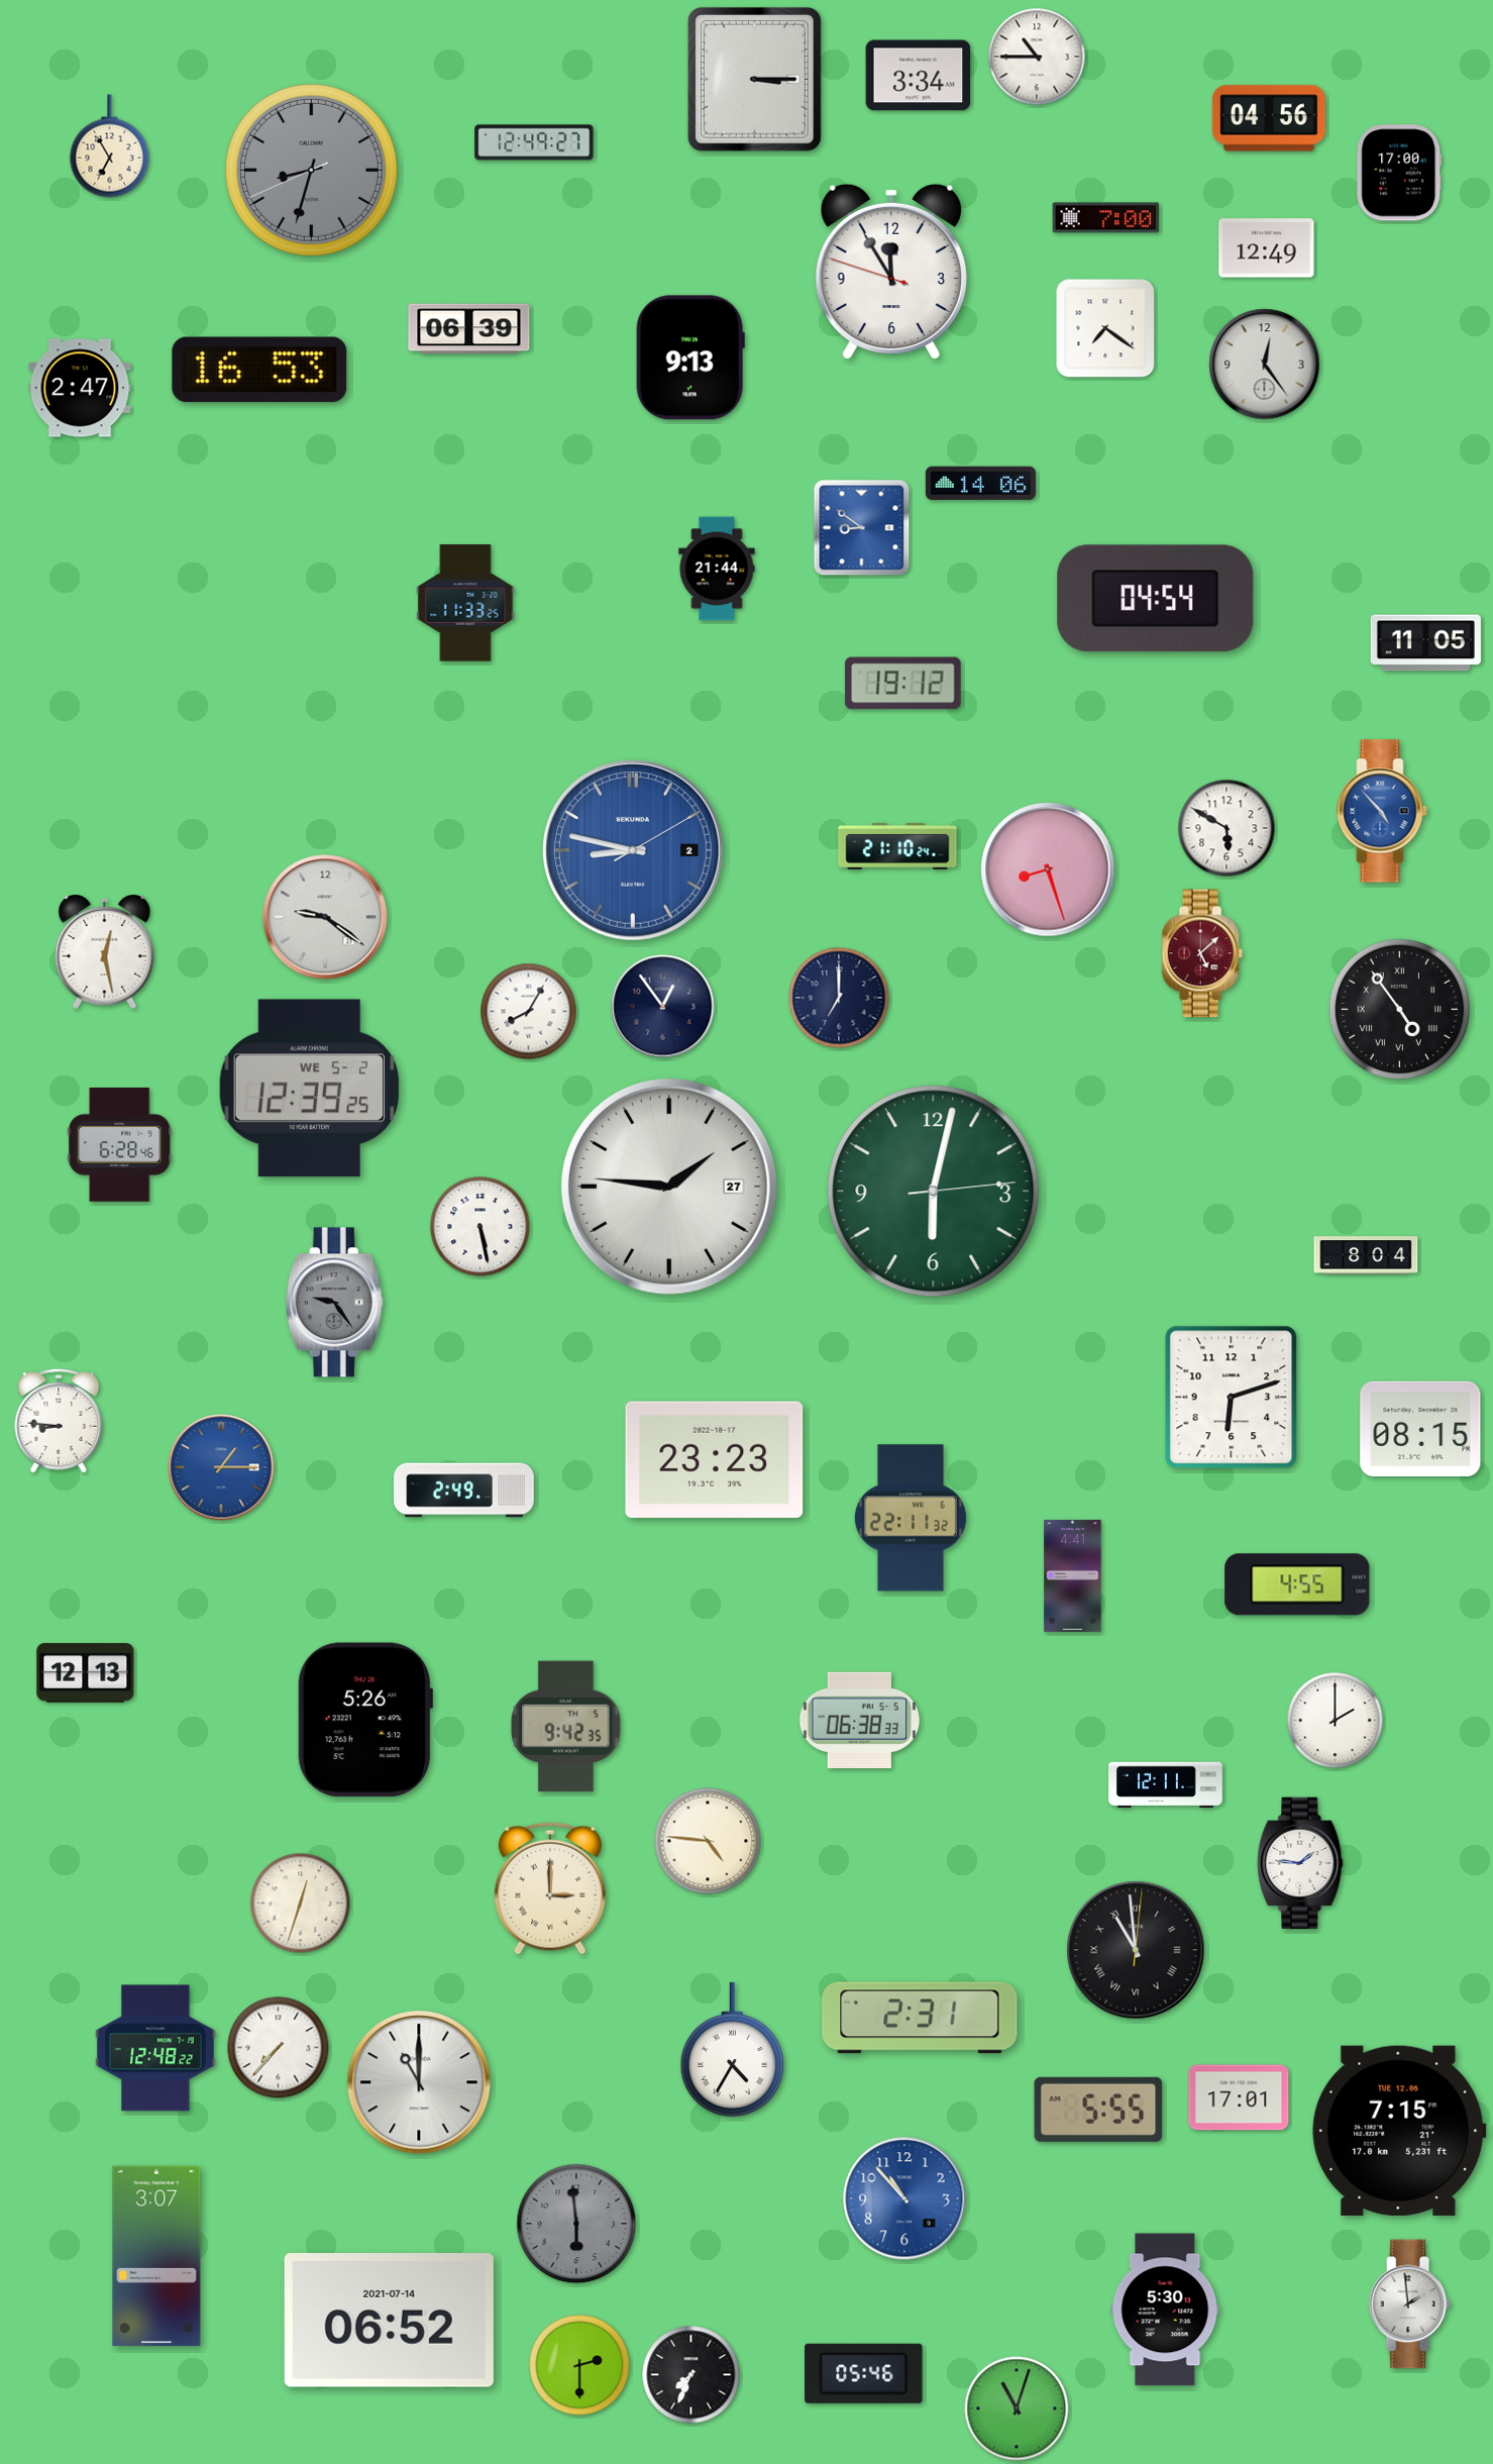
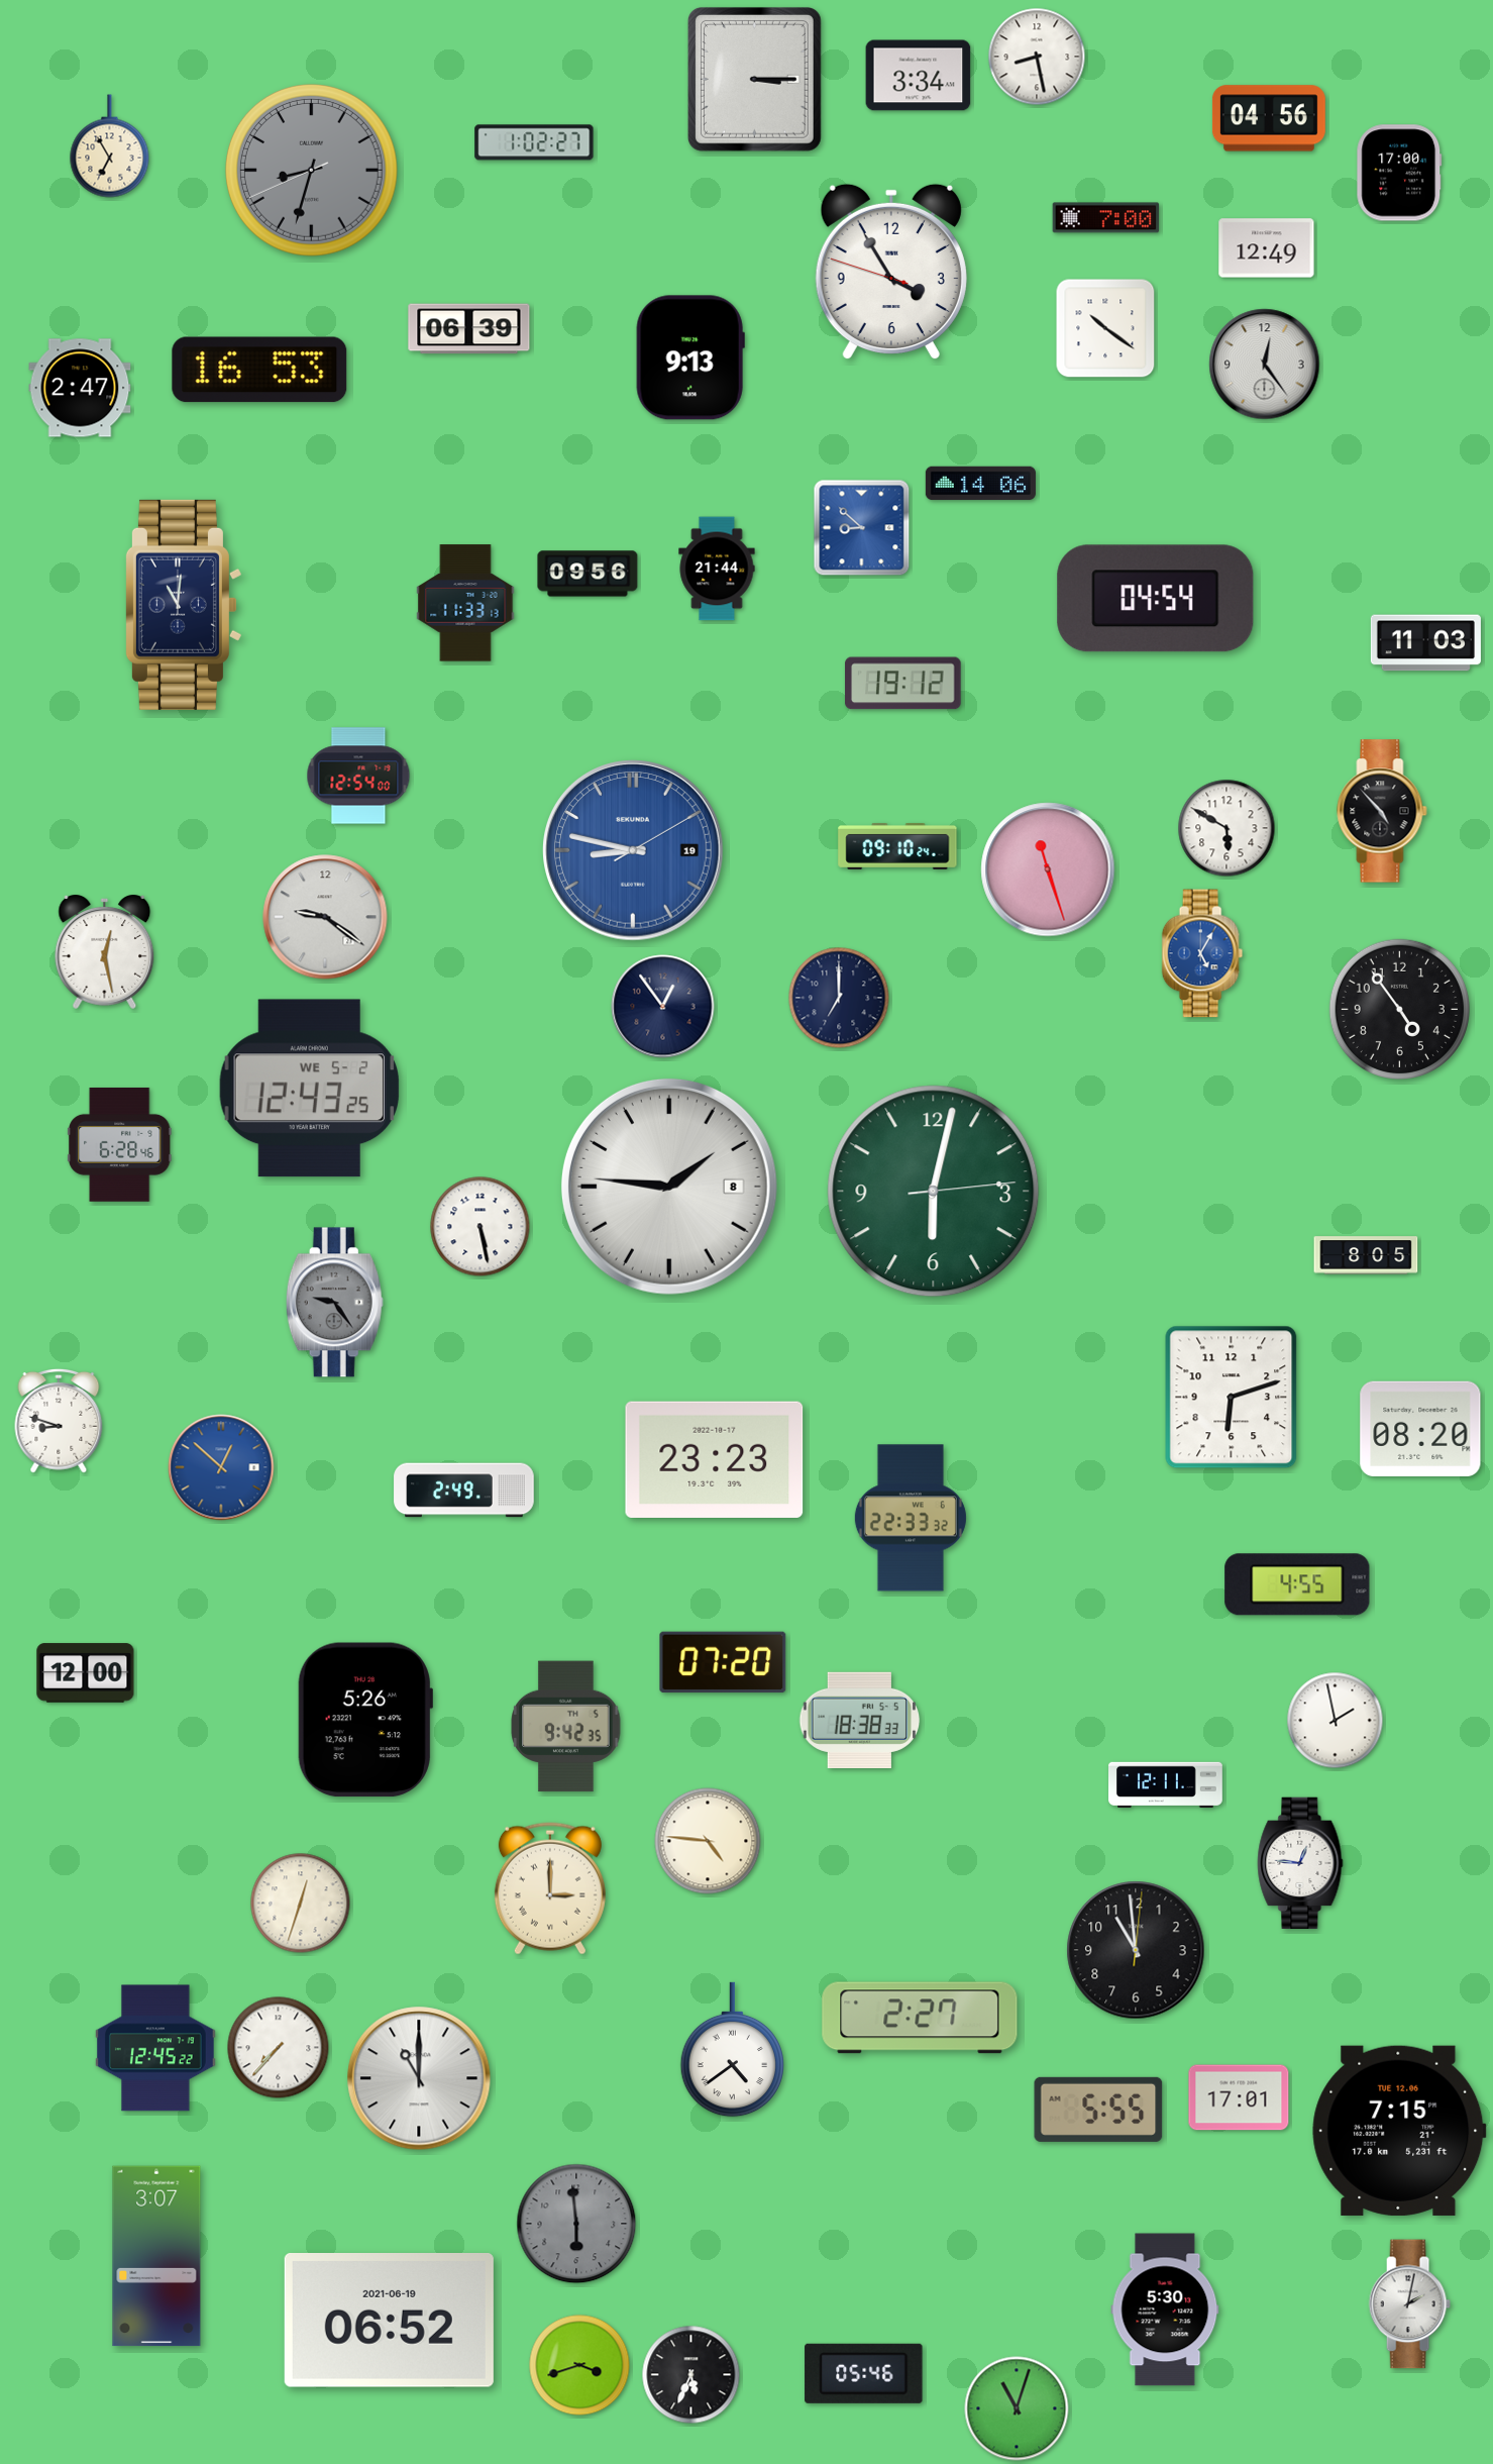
clock at (1037, 57): 10:45 -> 8:28
clock at (534, 142): 12:49 -> 1:02
clock at (891, 272): 11:54 -> 3:54
clock at (1105, 328): 7:21 -> 10:21
clock at (862, 528): 8:51 -> 8:52
clock at (588, 574): none -> 09:56
clock at (465, 603): 11:33:25 -> 11:33:13
clock at (183, 605): none -> 11:01
clock at (1425, 643): 11:05 -> 11:03
clock at (358, 776): none -> 12:54
clock at (1382, 811) dial: blue -> black
clock at (897, 846): 21:10 -> 09:10
clock at (633, 850) date: 2 -> 19
clock at (1048, 869): 8:27 -> 11:27
clock at (1202, 953): 5:08 -> 5:05
clock at (1202, 953) dial: burgundy -> blue
clock at (1399, 1009) numerals: Roman -> Arabic
clock at (529, 1012): 8:05 -> none
clock at (310, 1089): 12:39 -> 12:43
clock at (669, 1187) date: 27 -> 8
clock at (1366, 1255): 8:04 -> 8:05
clock at (59, 1421): 8:46 -> 8:48
clock at (1420, 1429): 08:15 -> 08:20
clock at (221, 1467): 1:15 -> 12:52
clock at (911, 1518): 22:11 -> 22:33
clock at (1073, 1575): 4:41 -> none
clock at (723, 1662): none -> 07:20
clock at (86, 1673): 12:13 -> 12:00
clock at (860, 1720): 06:38 -> 18:38
clock at (1336, 1721): 2:00 -> 1:58
clock at (1300, 1863): 1:46 -> 12:46
clock at (1136, 1950) numerals: Roman -> Arabic
clock at (920, 2018): 2:31 -> 2:27
clock at (155, 2048): 12:48 -> 12:45
clock at (732, 2050): 4:35 -> 4:39
clock at (419, 2082) position: (419, 2082) -> (419, 2078)
clock at (904, 2198): 10:53 -> none
clock at (1409, 2304): 1:59 -> 2:02
clock at (389, 2321) date: 2021-07-14 -> 2021-06-19
clock at (579, 2365): 2:30 -> 3:42
clock at (691, 2375): 7:34 -> 5:34
